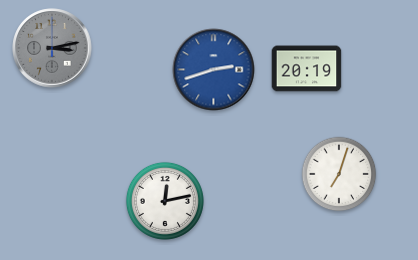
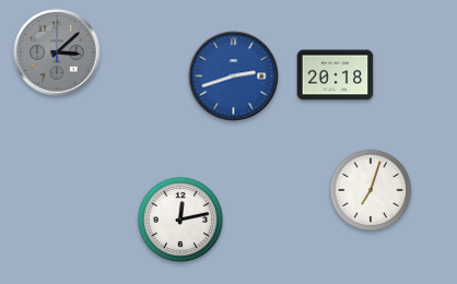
clock at (52, 48): 3:13 -> 3:08
clock at (307, 69): 20:19 -> 20:18
